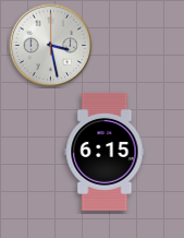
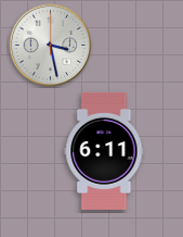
clock at (105, 152): 6:15 -> 6:11
